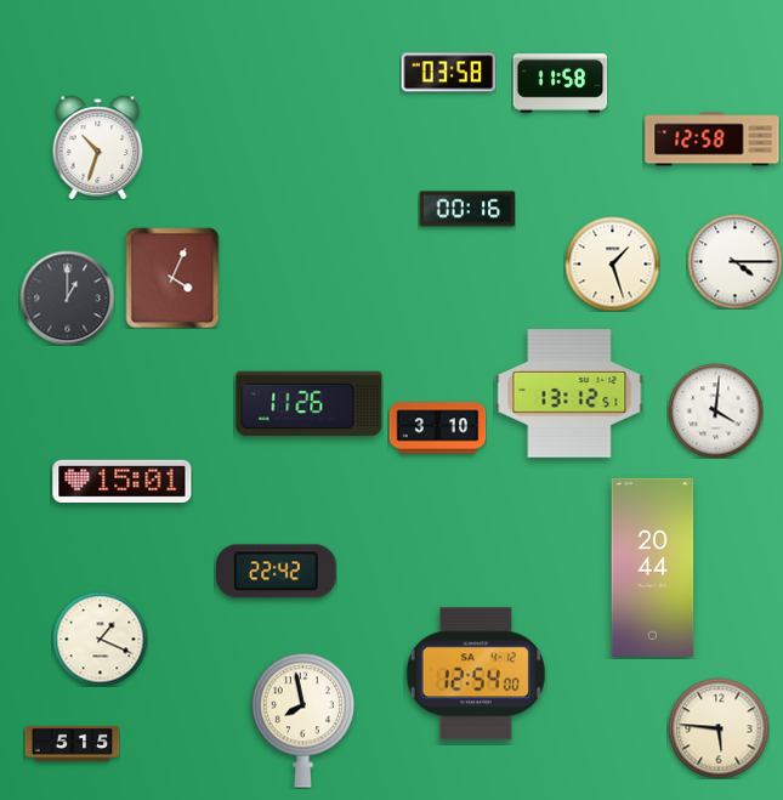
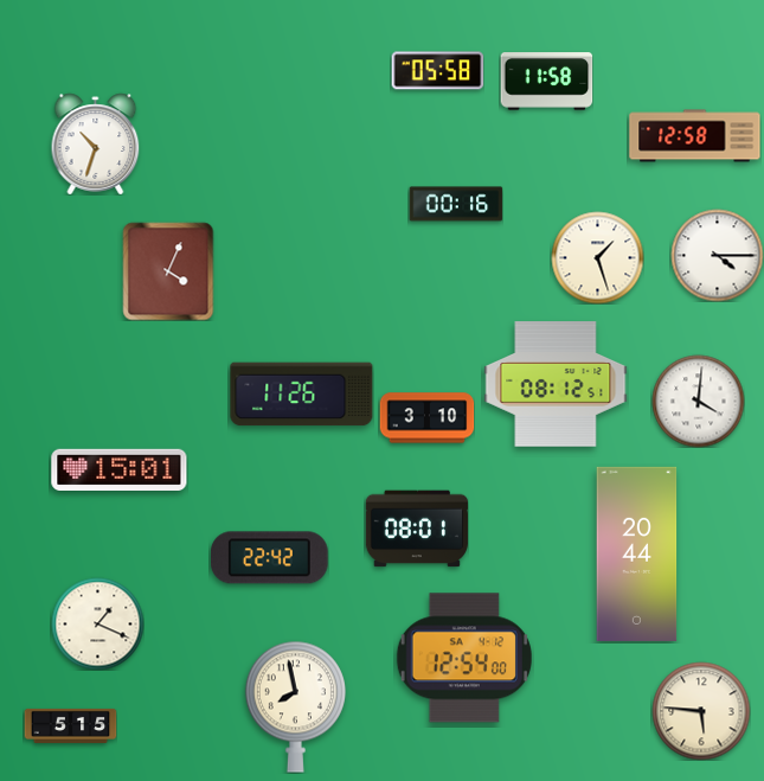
clock at (448, 73): 03:58 -> 05:58
clock at (67, 297): 1:00 -> none
clock at (569, 393): 13:12 -> 08:12
clock at (417, 529): none -> 08:01
clock at (302, 720) position: (302, 720) -> (295, 706)
